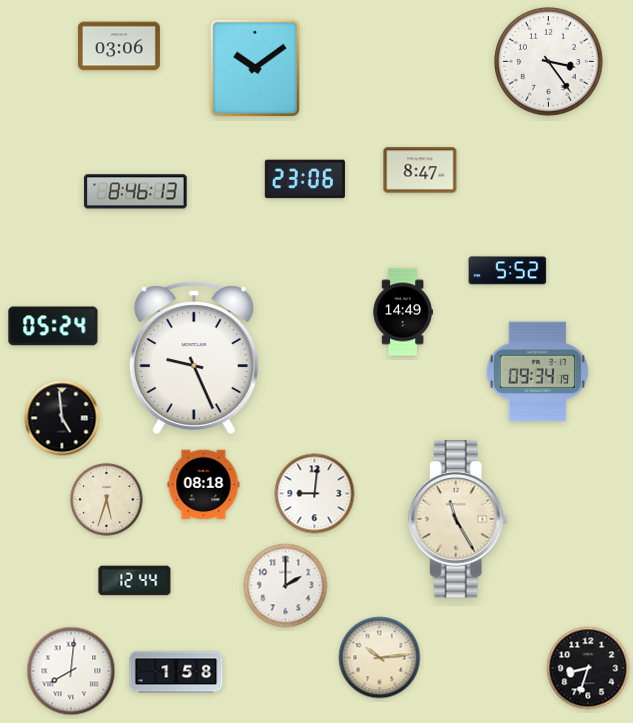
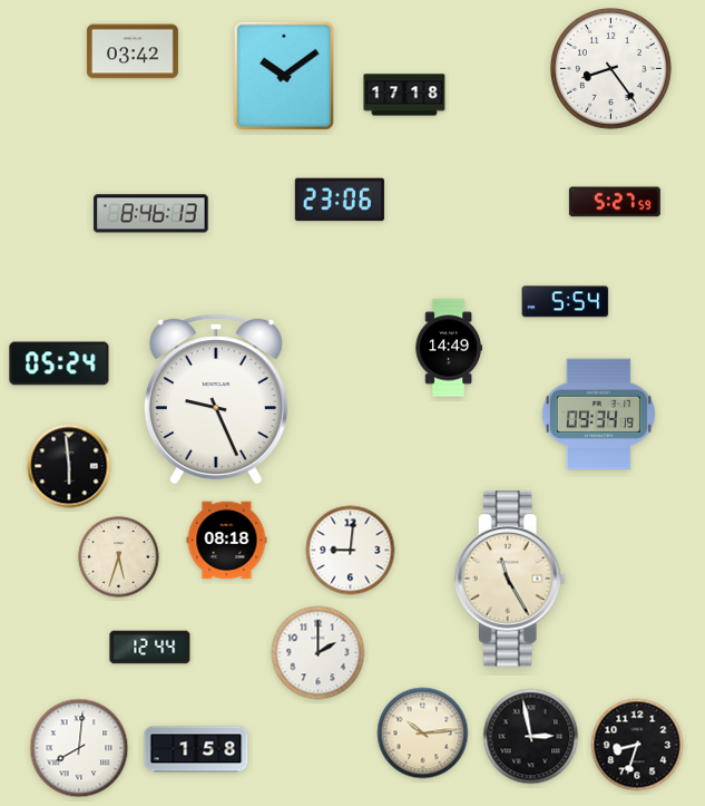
clock at (119, 46): 03:06 -> 03:42
clock at (549, 62): 3:24 -> 8:24
clock at (404, 95): none -> 17:18
clock at (420, 170): 8:47 -> none
clock at (615, 202): none -> 5:27
clock at (508, 271): 5:52 -> 5:54
clock at (62, 418): 4:59 -> 5:59
clock at (531, 737): none -> 2:58
clock at (588, 668) position: (588, 668) -> (637, 745)
